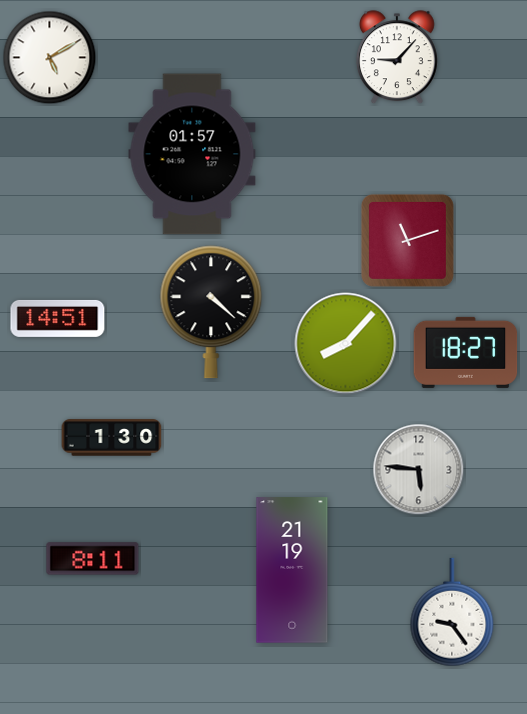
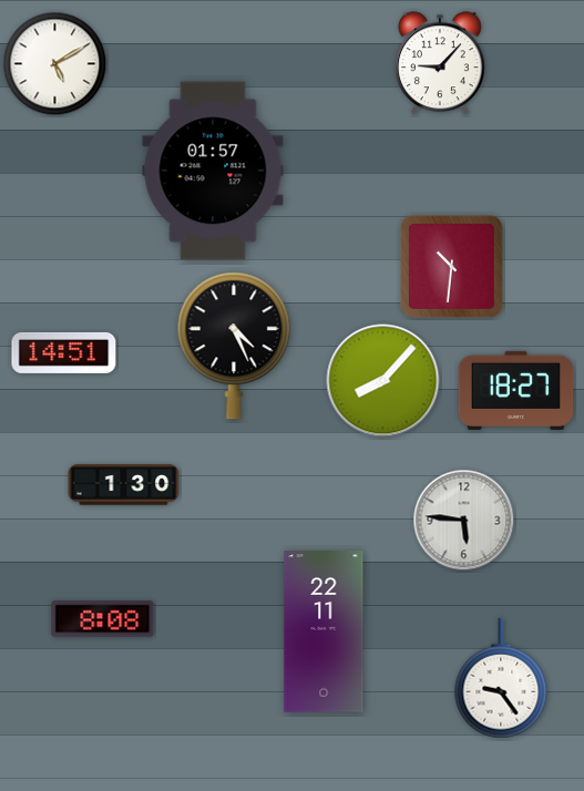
clock at (407, 240): 11:12 -> 10:31
clock at (211, 312): 4:22 -> 4:26
clock at (93, 559): 8:11 -> 8:08
clock at (292, 570): 21:19 -> 22:11
